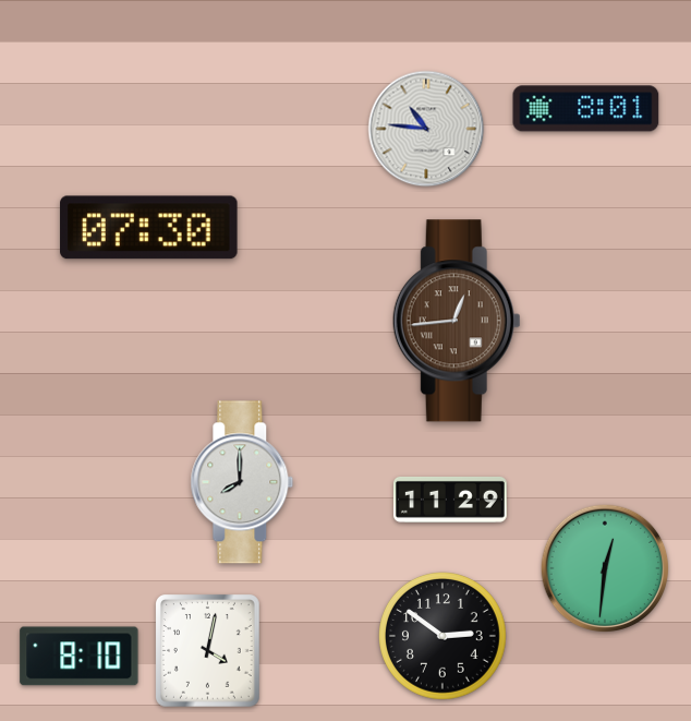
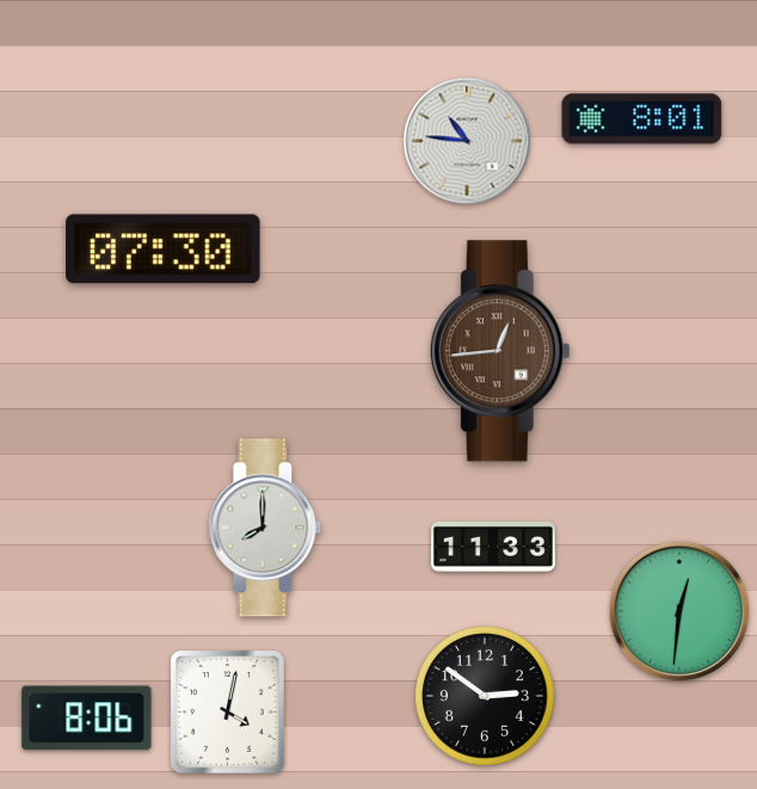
clock at (450, 500): 11:29 -> 11:33
clock at (605, 568) position: (605, 568) -> (679, 611)
clock at (80, 657): 8:10 -> 8:06
